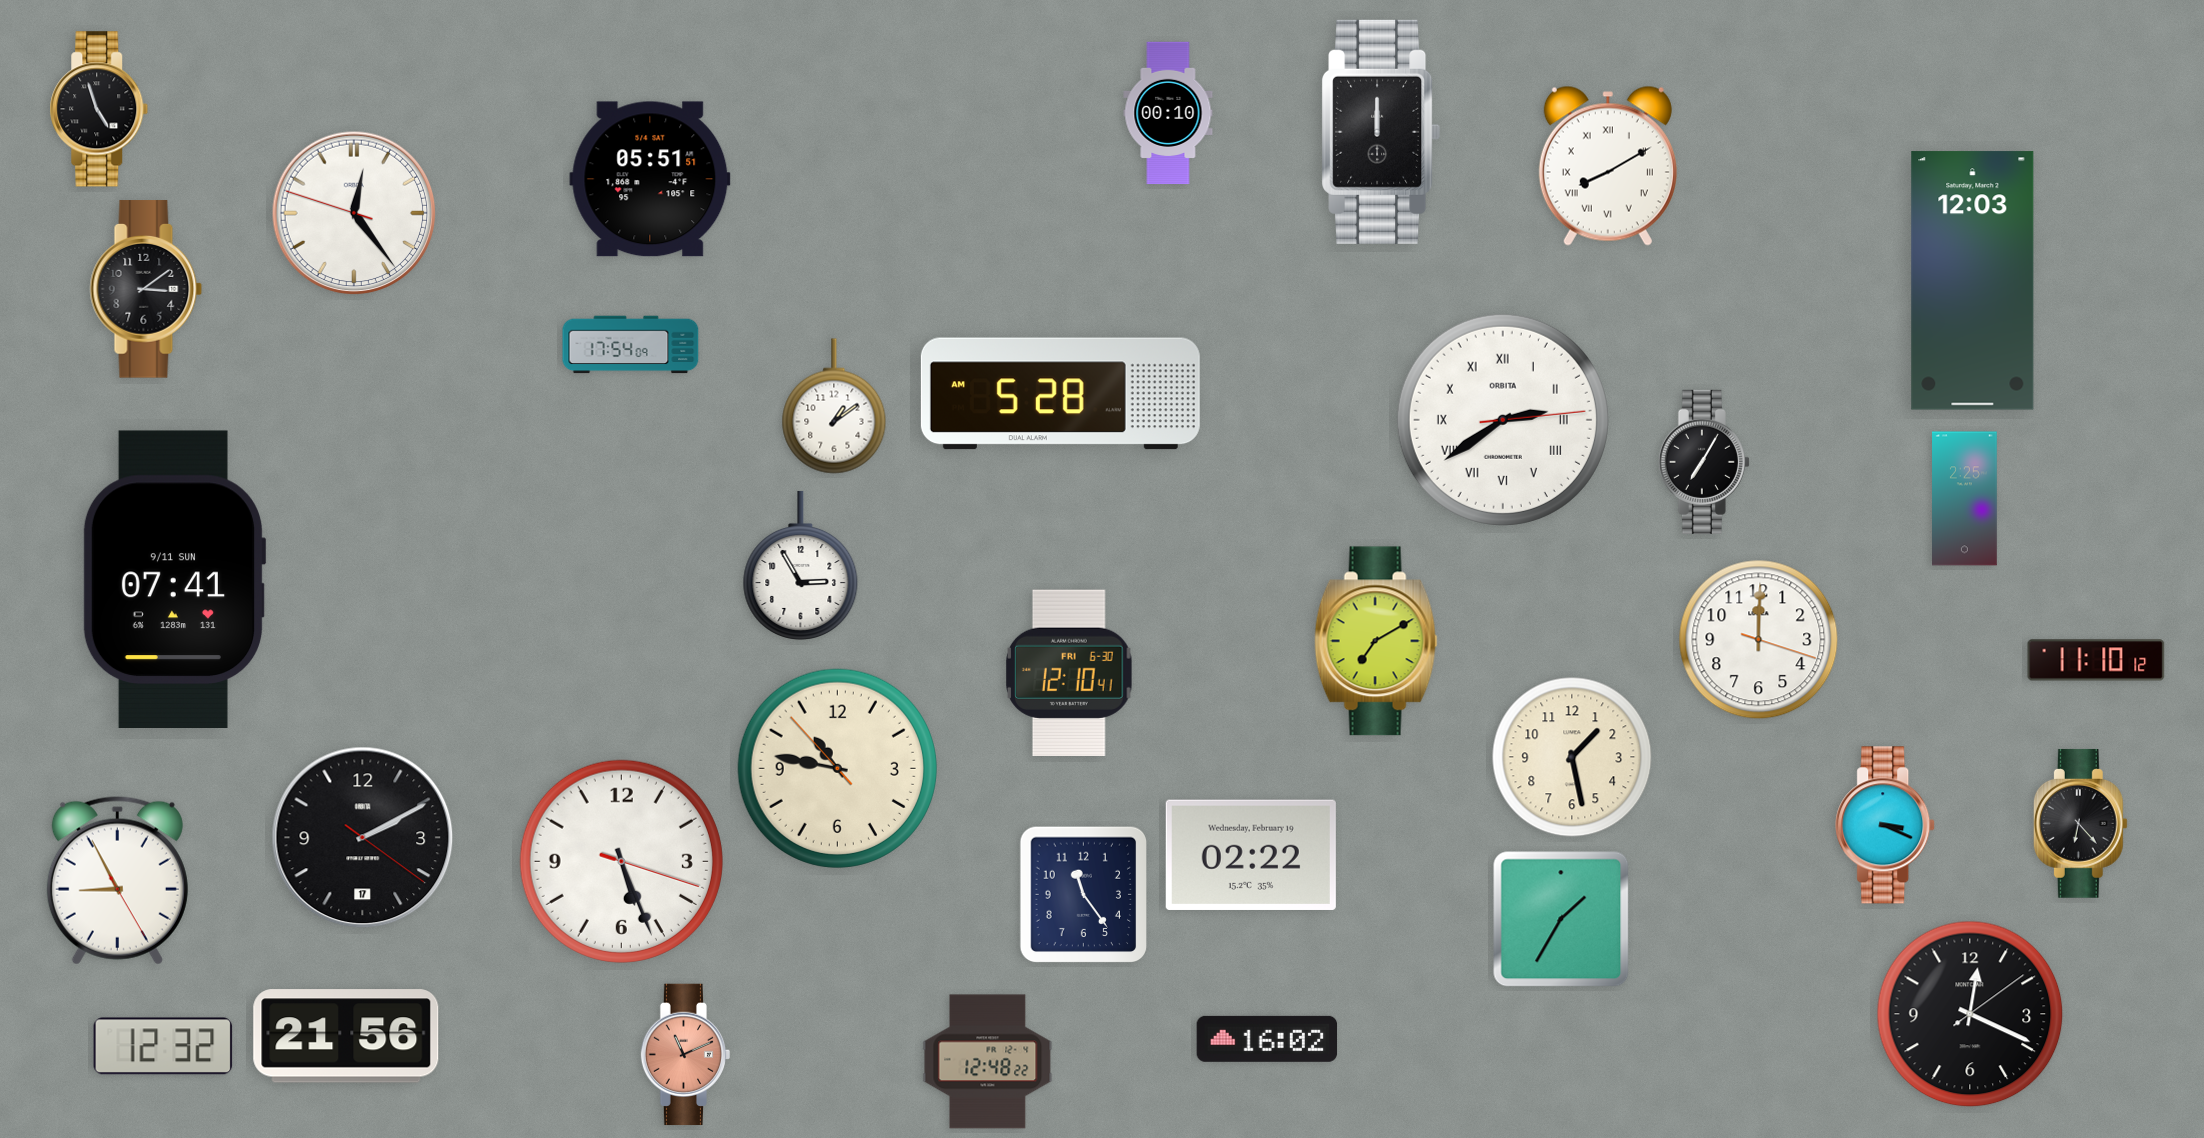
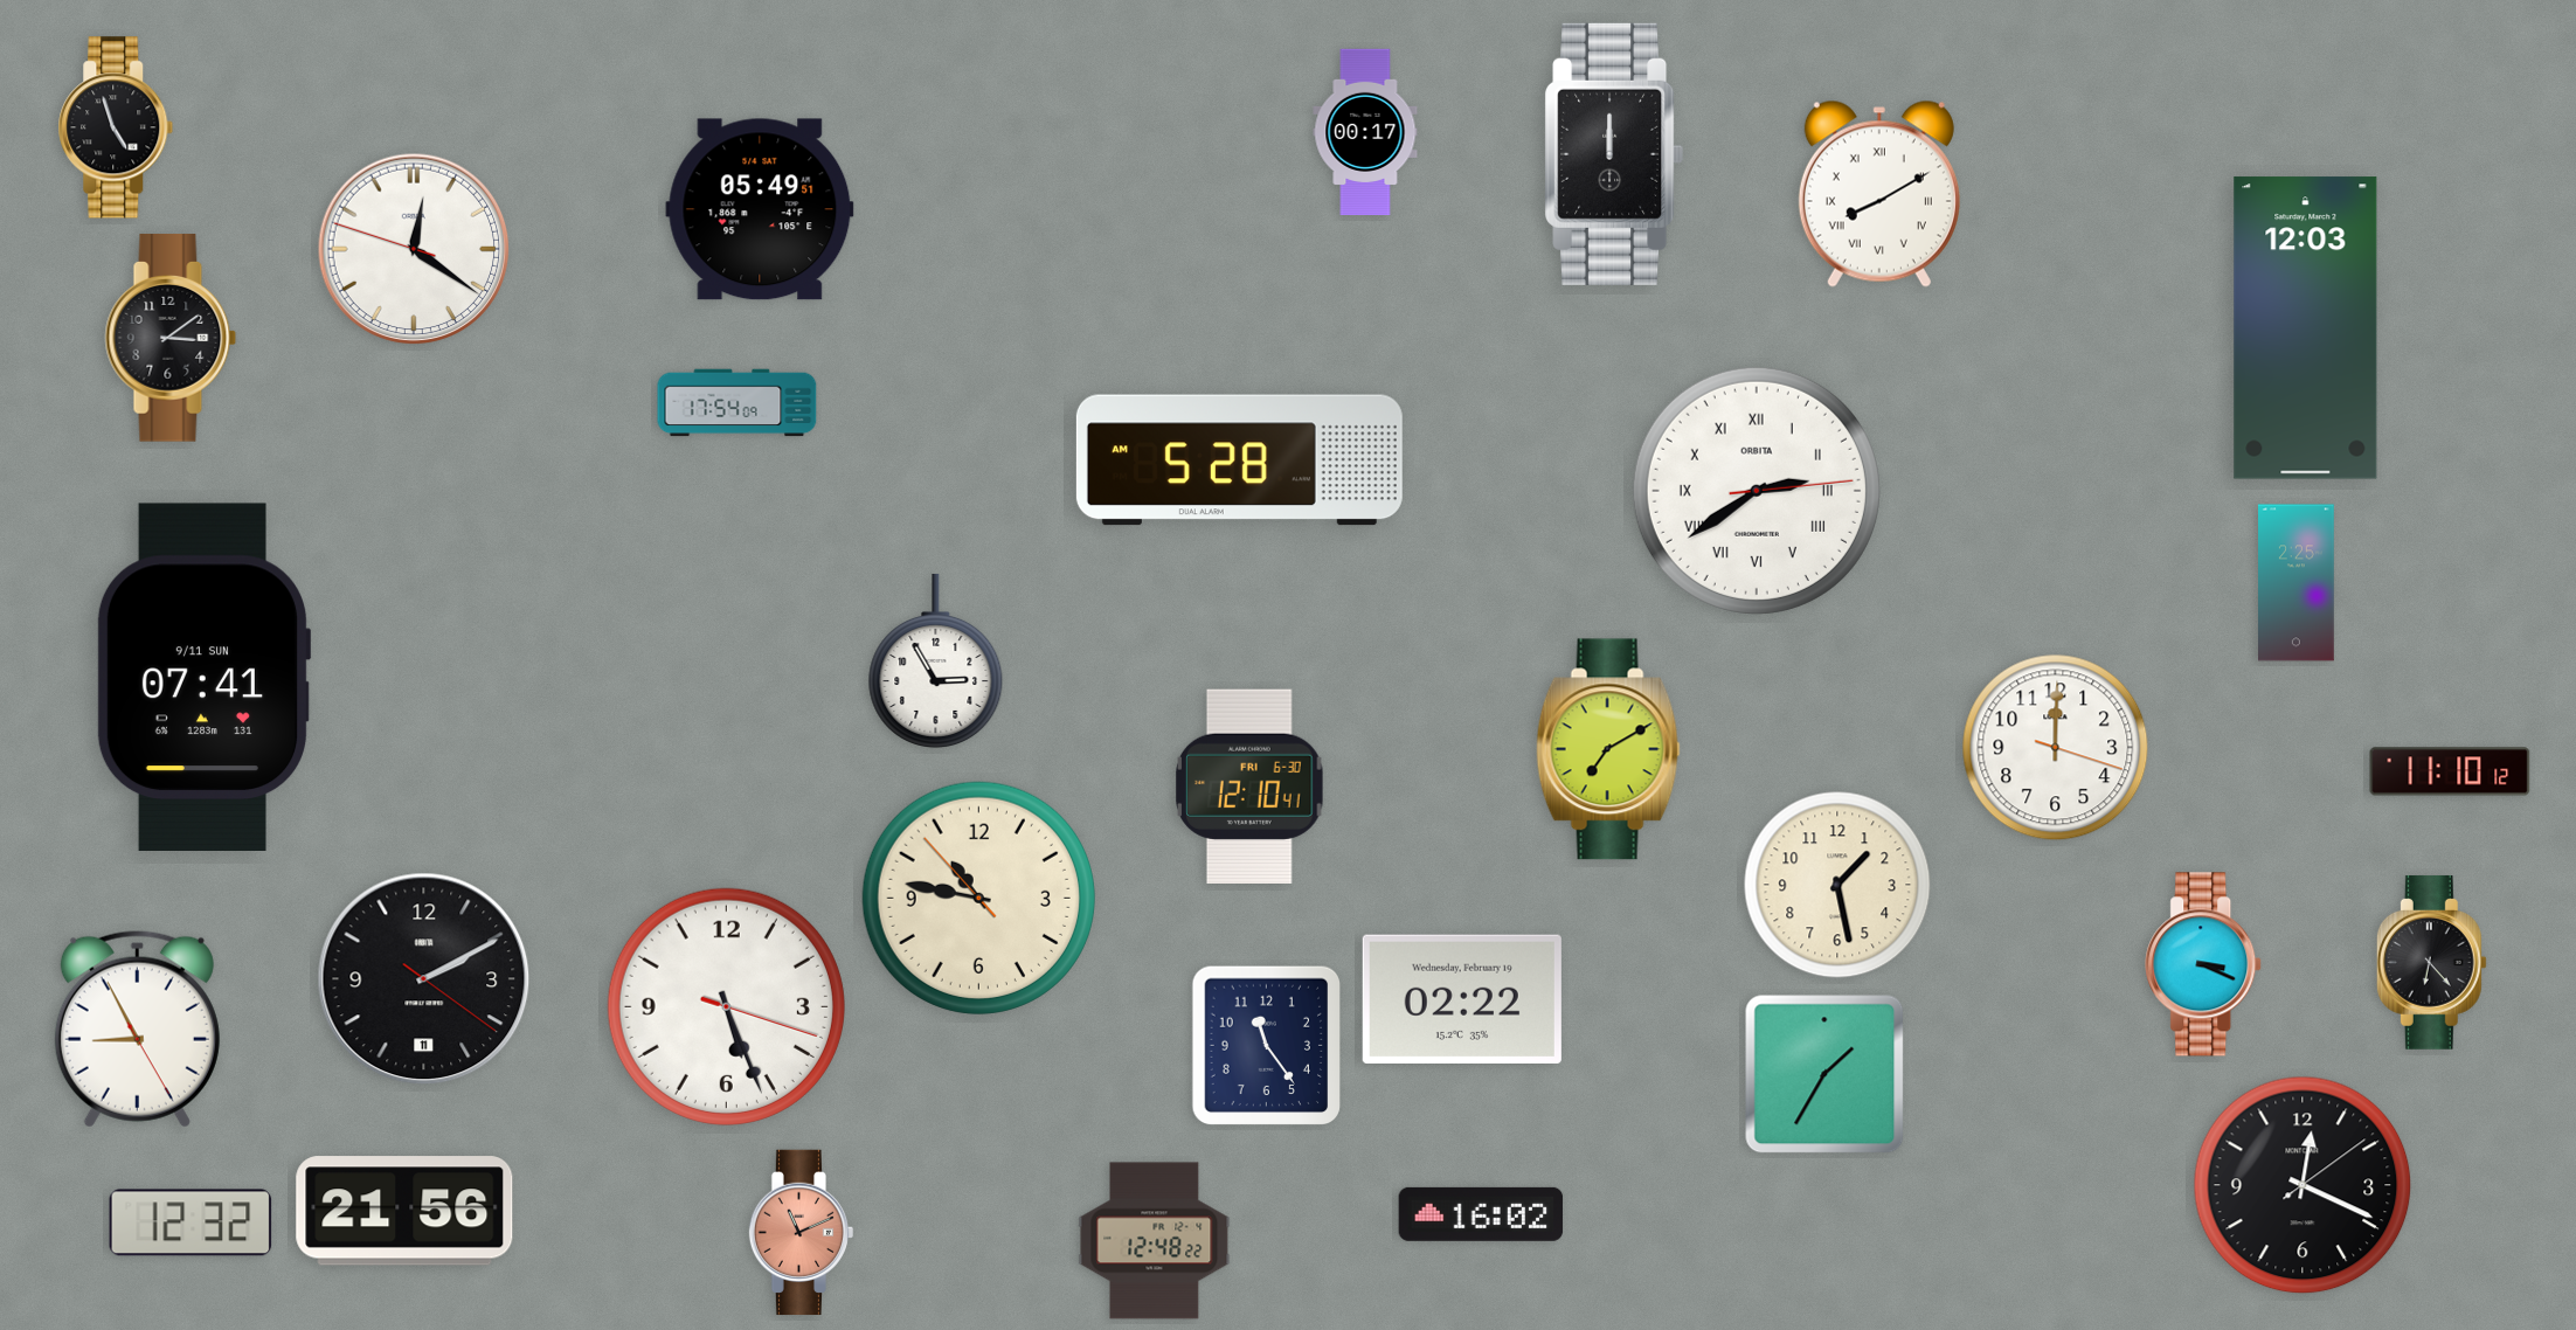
clock at (1168, 113): 00:10 -> 00:17
clock at (650, 179): 05:51 -> 05:49
clock at (354, 213): 12:23 -> 12:20
clock at (834, 406): 1:09 -> none
clock at (1704, 462): 7:05 -> none
clock at (363, 838) date: 17 -> 11
